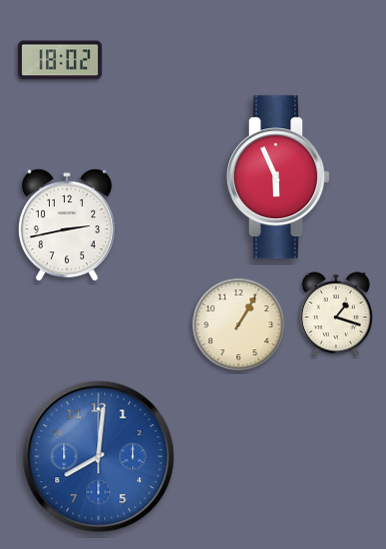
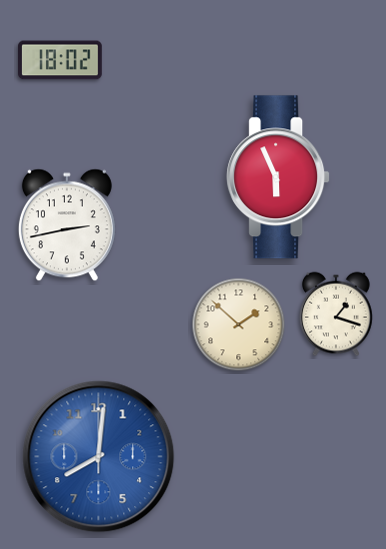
clock at (239, 325): 1:05 -> 1:52
